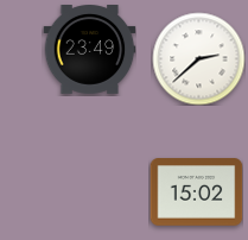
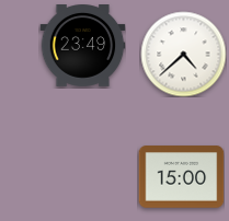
clock at (198, 58): 2:38 -> 4:38
clock at (196, 192): 15:02 -> 15:00
